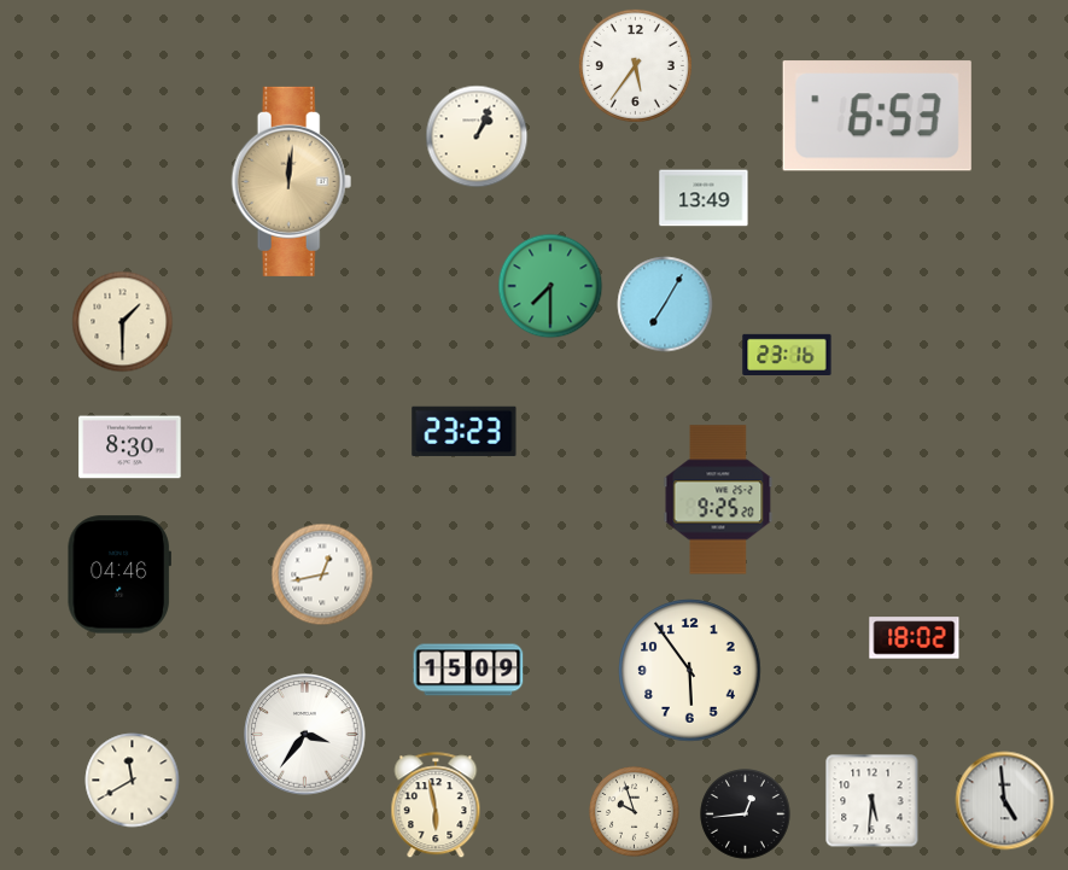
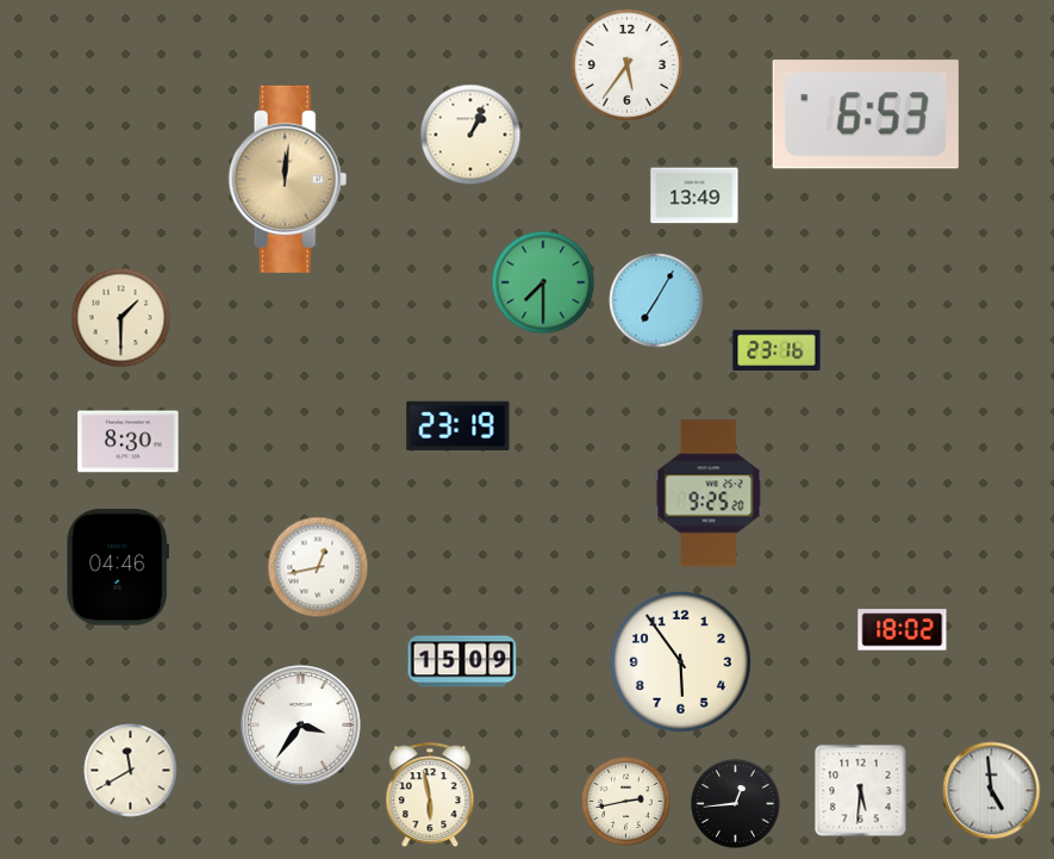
clock at (465, 431): 23:23 -> 23:19
clock at (635, 812): 9:57 -> 2:43
